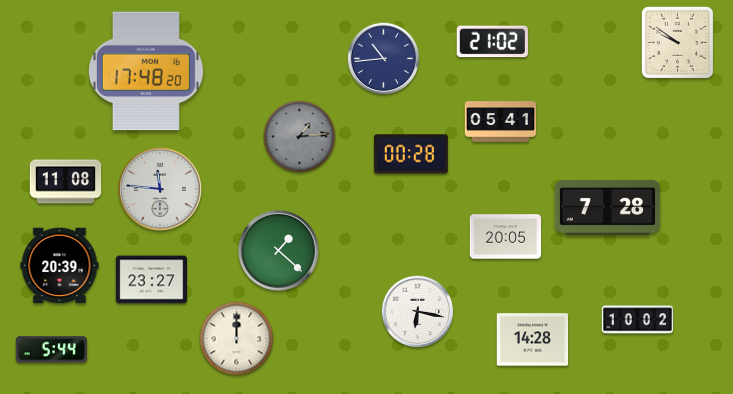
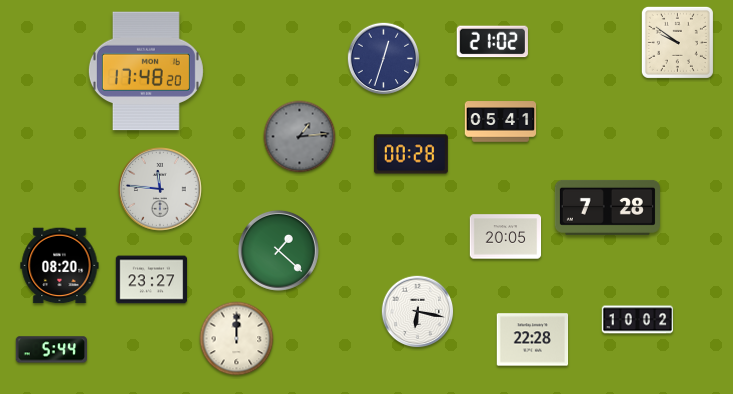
clock at (384, 59): 10:44 -> 12:33
clock at (66, 182): 11:08 -> none
clock at (60, 266): 20:39 -> 08:20
clock at (533, 340): 14:28 -> 22:28
